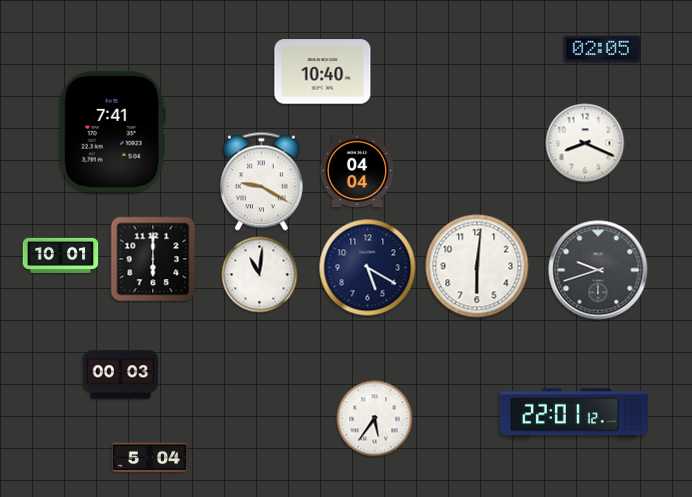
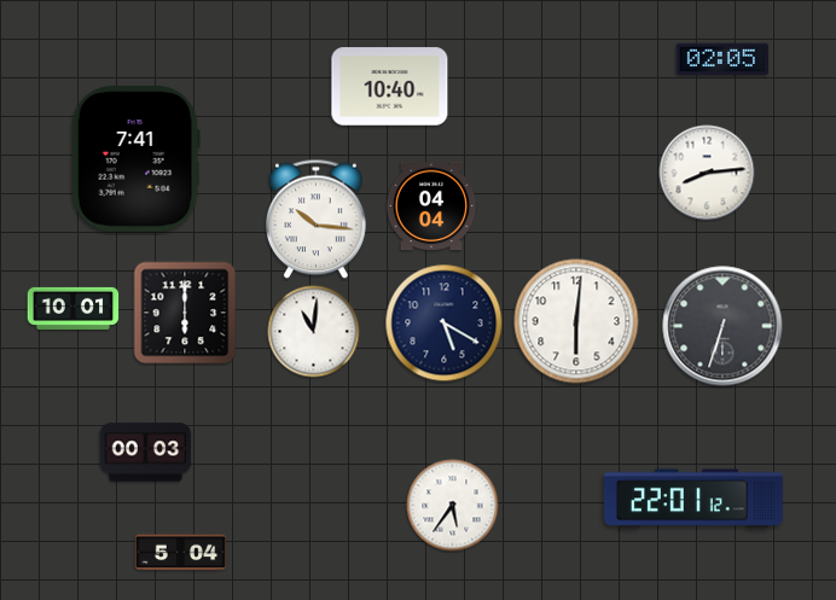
clock at (602, 49) position: (602, 49) -> (722, 59)
clock at (585, 143): 8:19 -> 8:14
clock at (261, 182): 9:20 -> 10:16
clock at (598, 270): 9:42 -> 6:33
